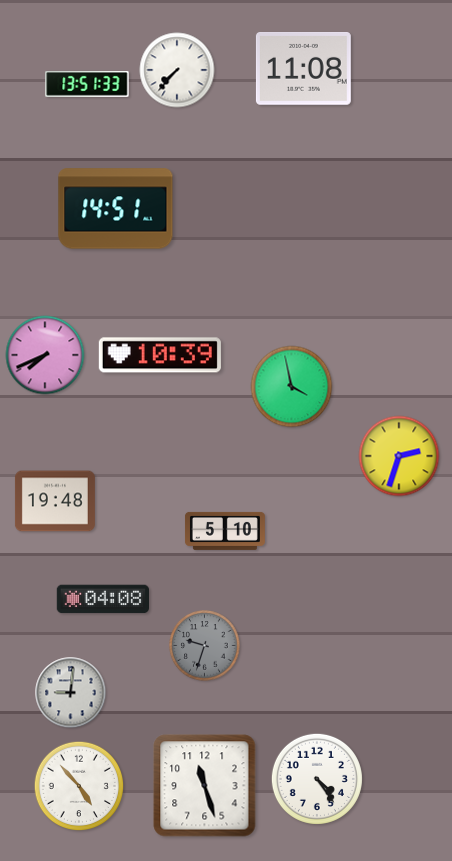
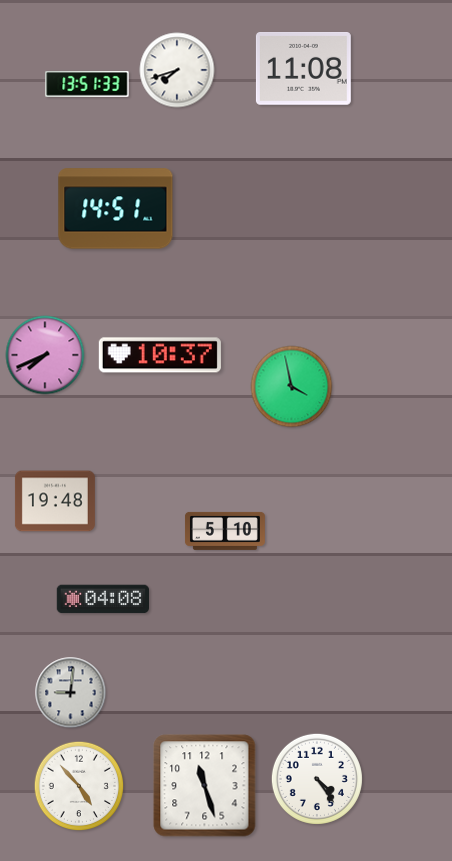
clock at (177, 70): 7:37 -> 7:42
clock at (160, 355): 10:39 -> 10:37
clock at (399, 456): 2:33 -> none
clock at (205, 646): 9:33 -> none
